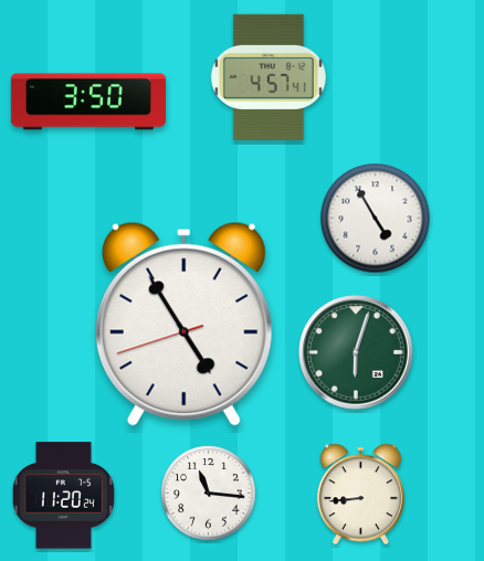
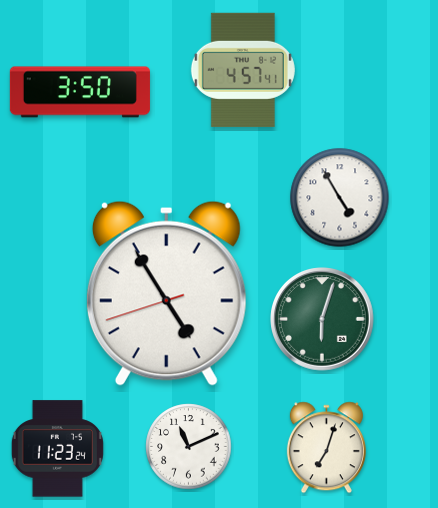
clock at (209, 494): 11:16 -> 11:11
clock at (360, 495): 8:44 -> 7:03
clock at (63, 496): 11:20 -> 11:23
